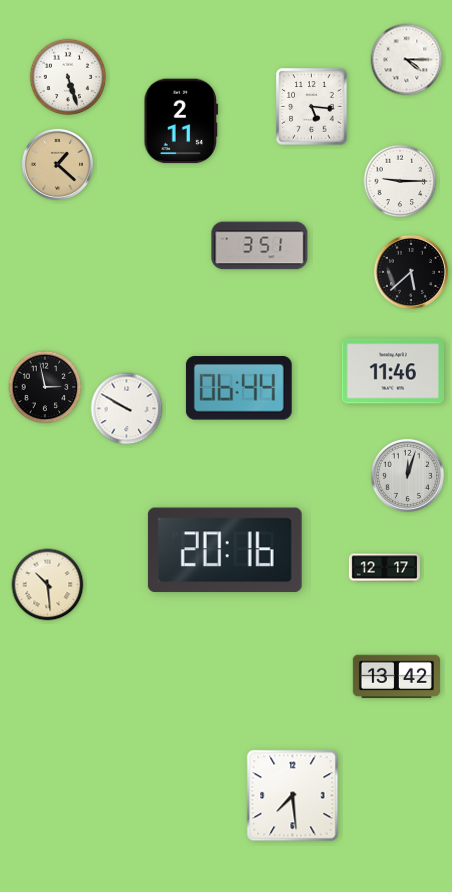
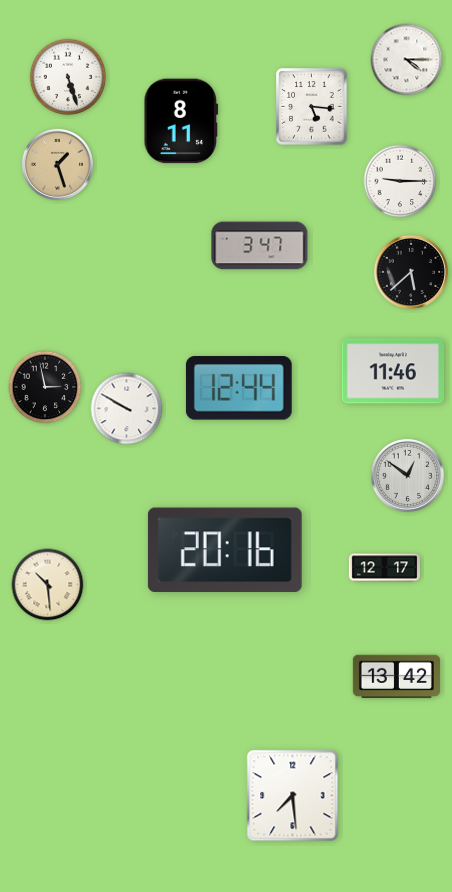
clock at (181, 121): 2:11 -> 8:11
clock at (57, 164): 1:22 -> 1:27
clock at (260, 246): 3:51 -> 3:47
clock at (239, 388): 06:44 -> 12:44
clock at (407, 475): 12:03 -> 12:51
